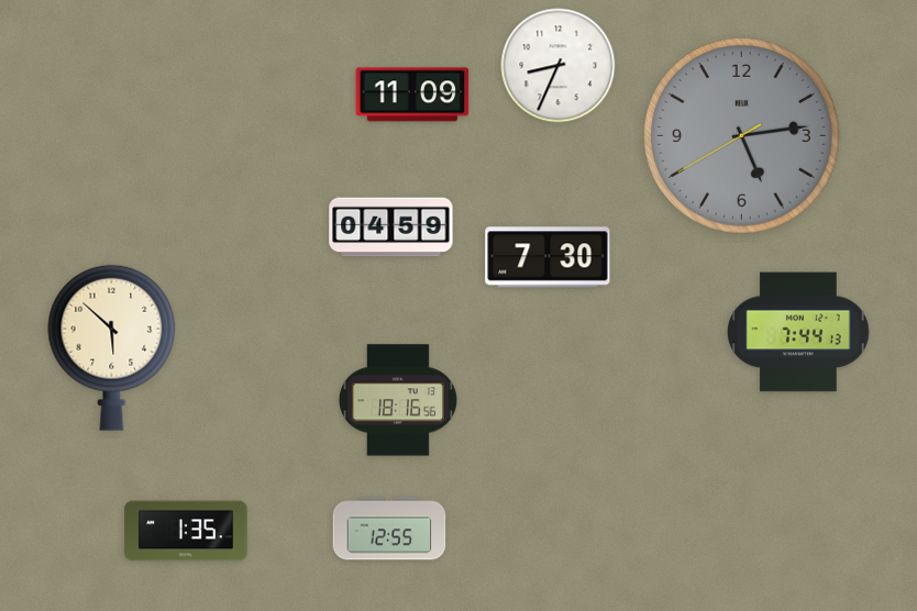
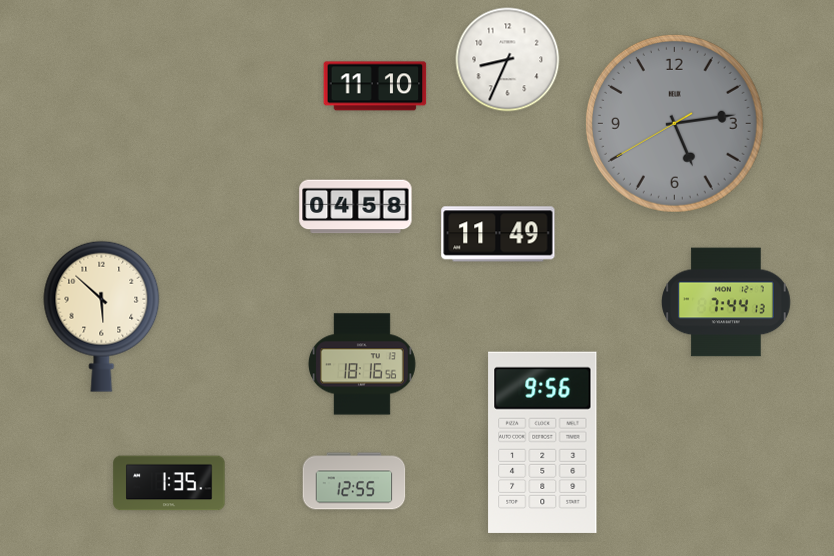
clock at (412, 95): 11:09 -> 11:10
clock at (391, 227): 04:59 -> 04:58
clock at (548, 257): 7:30 -> 11:49
clock at (543, 442): none -> 9:56
